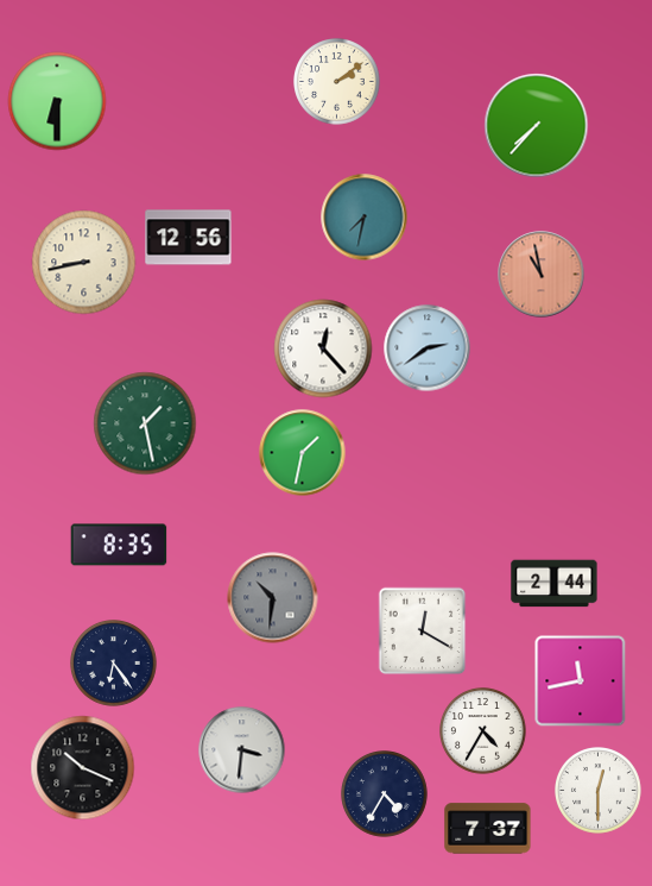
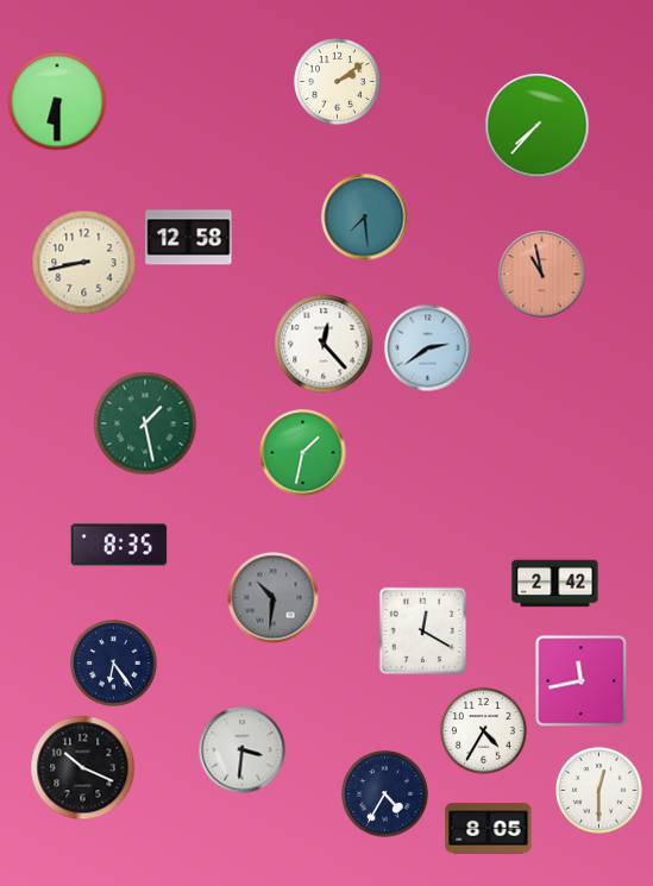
clock at (365, 218): 7:32 -> 7:29
clock at (189, 238): 12:56 -> 12:58
clock at (323, 348) position: (323, 348) -> (324, 344)
clock at (555, 584): 2:44 -> 2:42
clock at (488, 829): 7:37 -> 8:05
